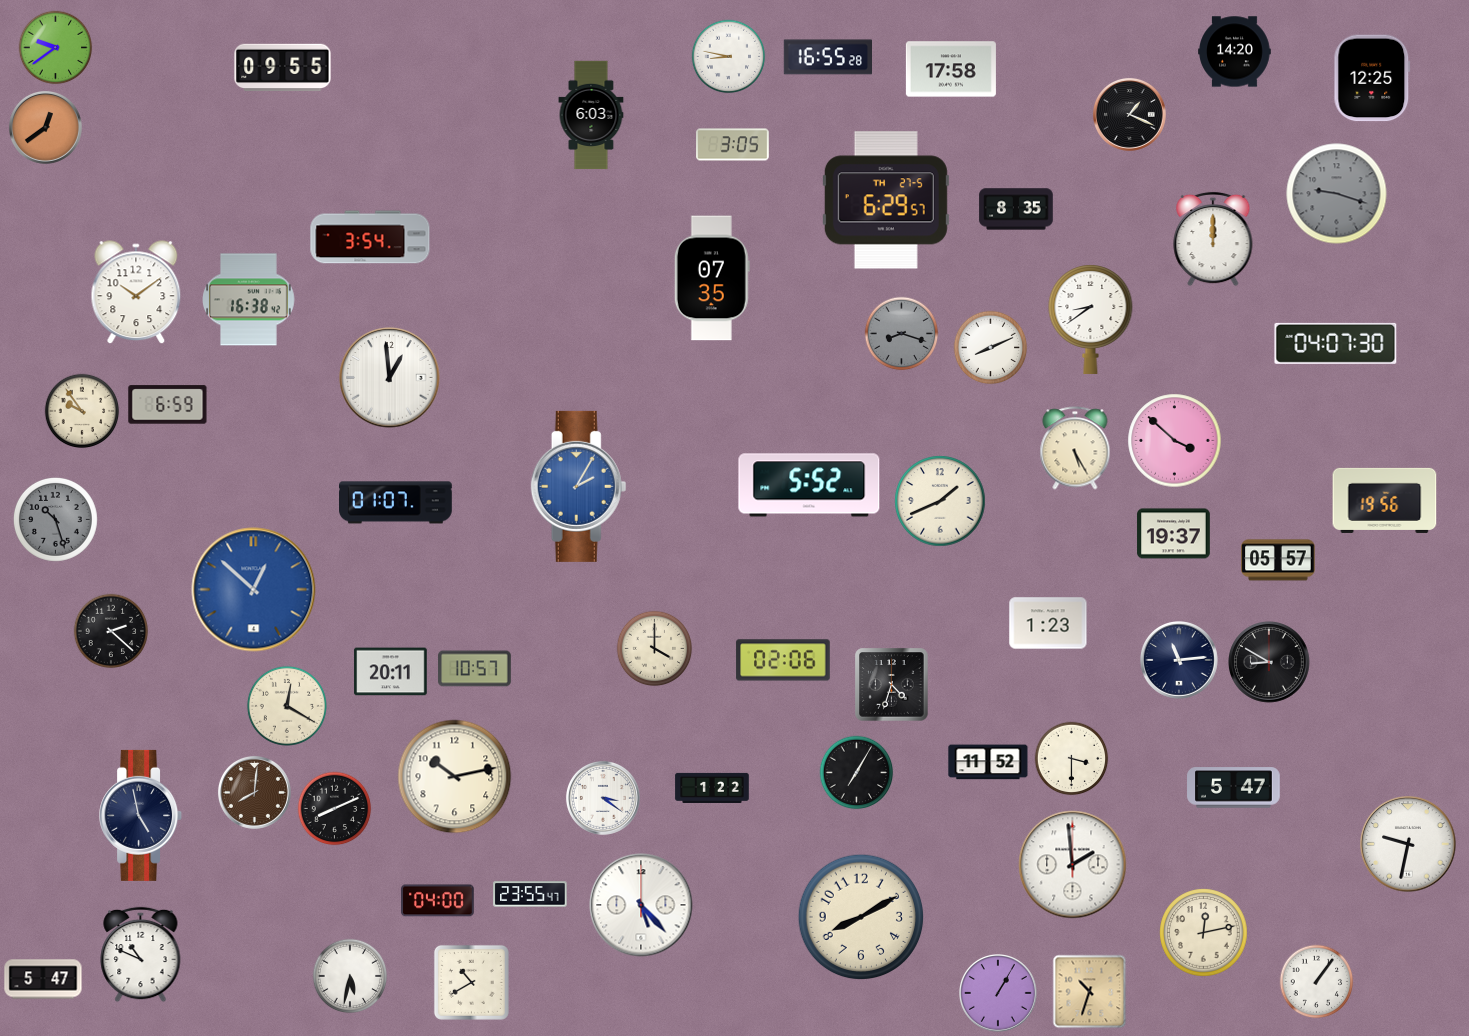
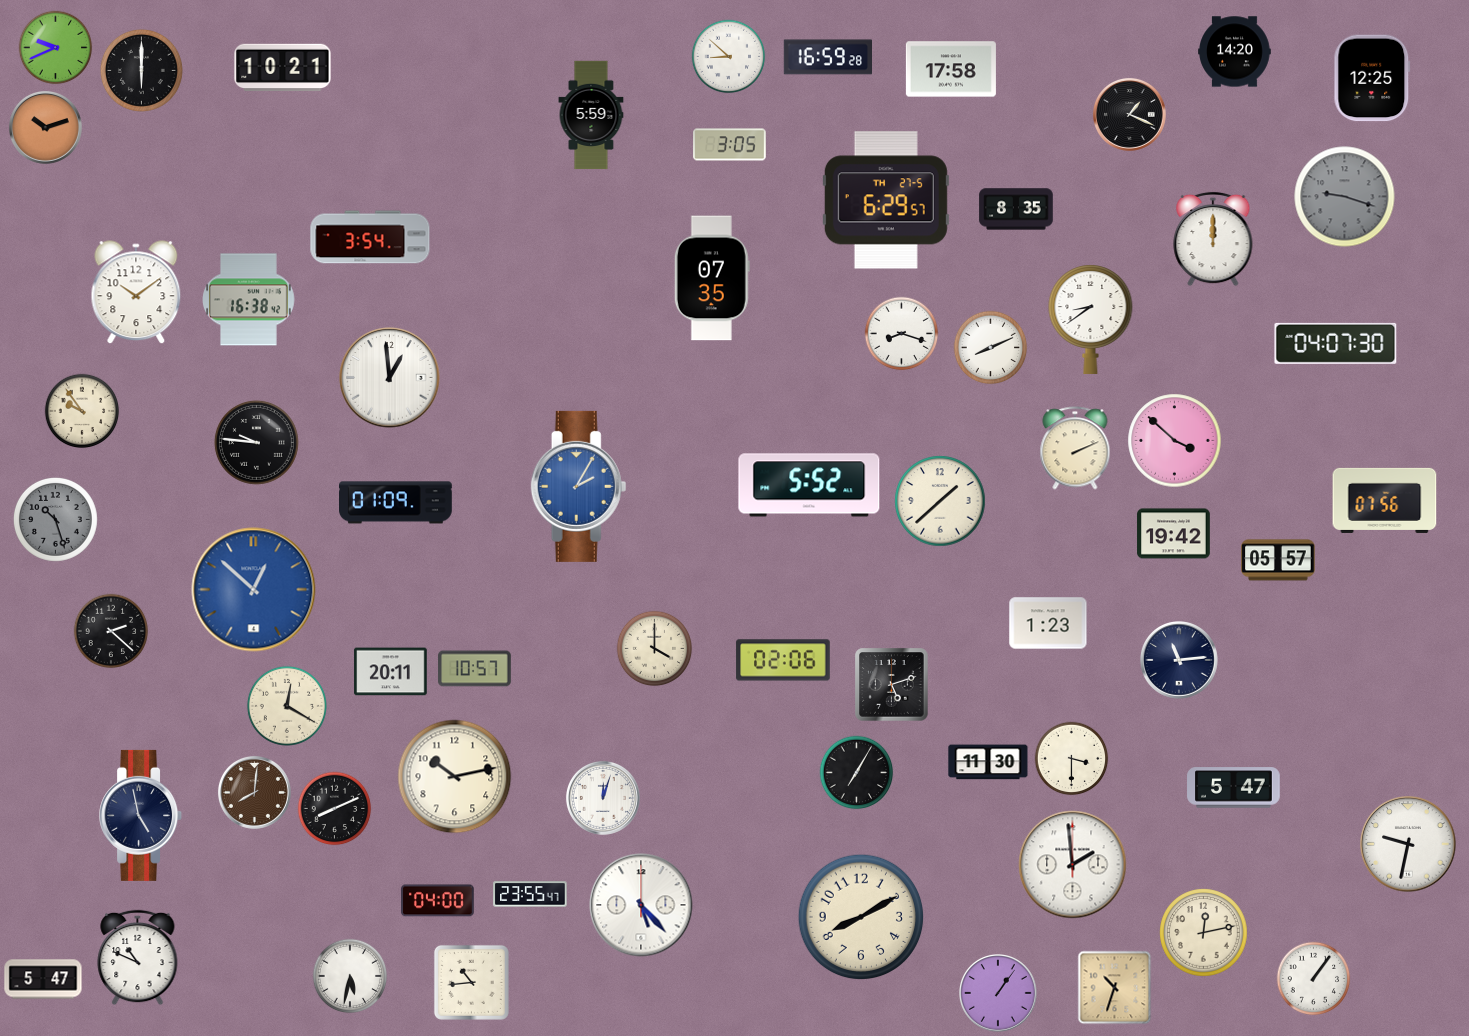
clock at (56, 48): 9:39 -> 9:41
clock at (729, 57): 8:47 -> 8:52
clock at (827, 57): 16:55 -> 16:59
clock at (283, 68): 09:55 -> 10:21
clock at (141, 70): none -> 6:00
clock at (591, 115): 6:03 -> 5:59
clock at (45, 127): 12:39 -> 10:12
clock at (733, 145) position: (733, 145) -> (730, 145)
clock at (1337, 194) position: (1337, 194) -> (1345, 197)
clock at (902, 334) dial: grey -> white
clock at (168, 405): 6:59 -> none
clock at (256, 442): none -> 9:46
clock at (1075, 448): 5:25 -> 2:11
clock at (1385, 500): 19:56 -> 07:56
clock at (940, 501): 1:41 -> 1:38
clock at (396, 503): 01:07 -> 01:09
clock at (1174, 534): 19:37 -> 19:42
clock at (1270, 663): 8:50 -> none
clock at (892, 685): 4:33 -> 5:12
clock at (988, 762): 11:52 -> 11:30
clock at (712, 788): 1:22 -> none
clock at (603, 798): 3:21 -> 12:03
clock at (141, 955) position: (141, 955) -> (138, 958)
clock at (471, 982): 10:40 -> 10:44
clock at (1317, 982) position: (1317, 982) -> (1314, 979)
clock at (1090, 992) position: (1090, 992) -> (1115, 988)
clock at (999, 994): 1:05 -> 1:06
